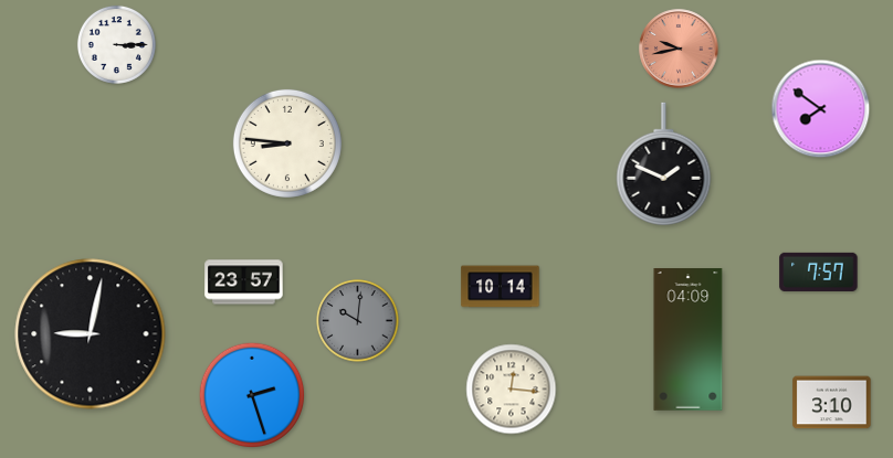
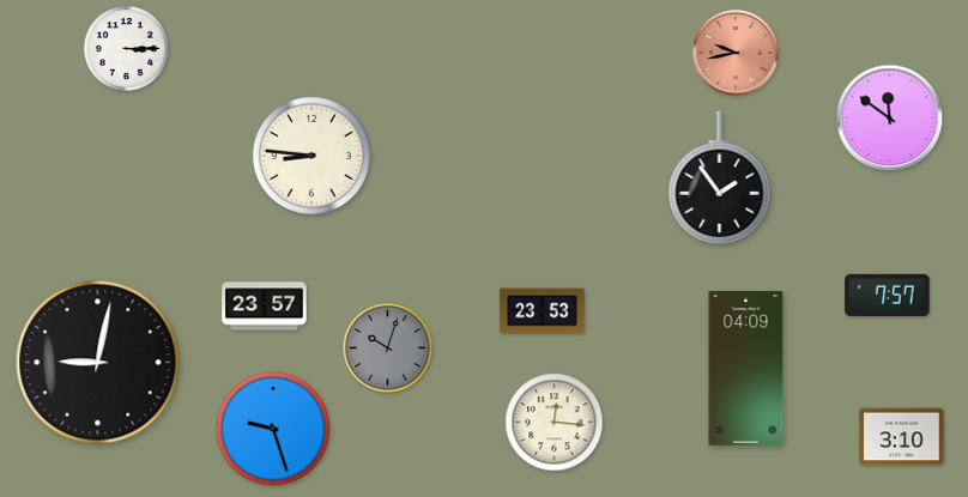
clock at (821, 109): 7:51 -> 11:51
clock at (664, 164): 1:49 -> 1:54
clock at (501, 287): 10:14 -> 23:53
clock at (358, 321): 10:01 -> 10:03
clock at (252, 395): 2:27 -> 9:27
